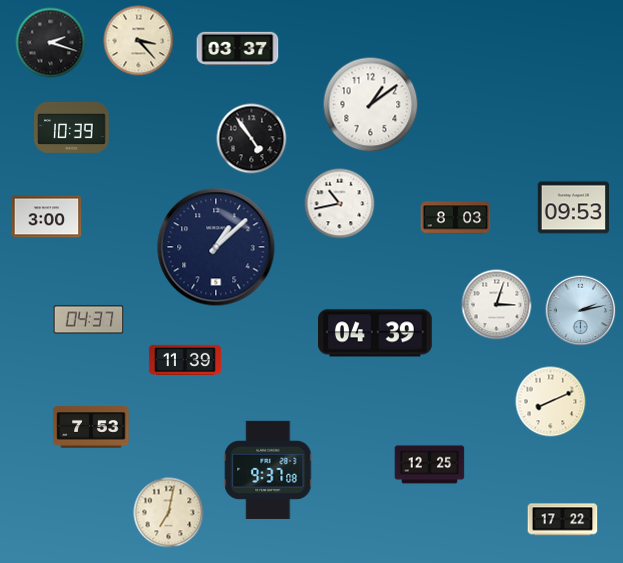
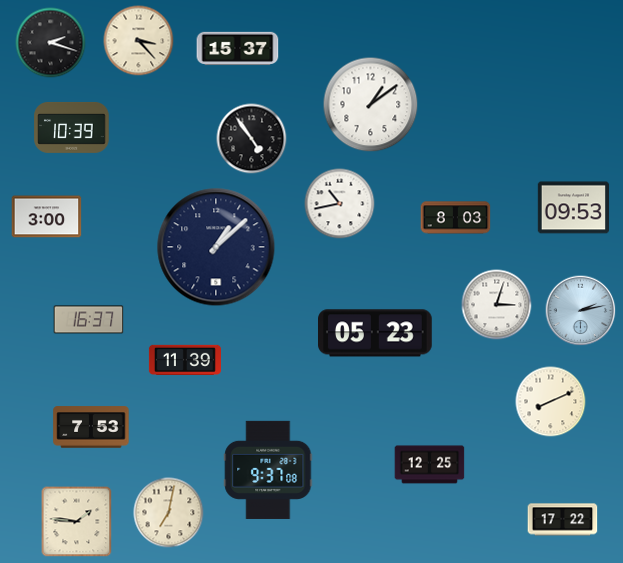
clock at (238, 49): 03:37 -> 15:37
clock at (89, 320): 04:37 -> 16:37
clock at (376, 333): 04:39 -> 05:23
clock at (77, 522): none -> 1:46
